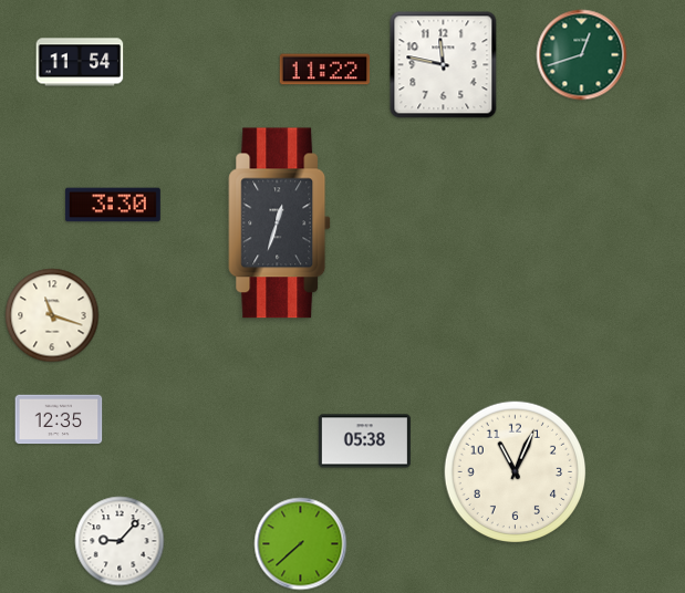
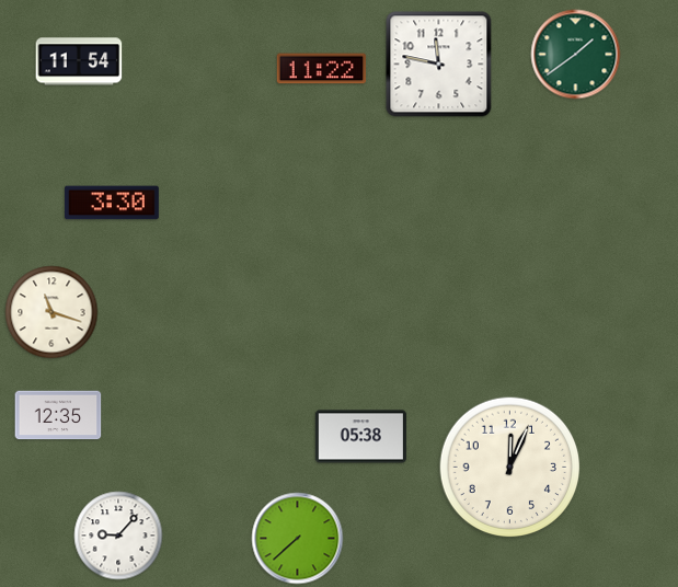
clock at (582, 55): 12:42 -> 1:39
clock at (280, 223): 12:33 -> none
clock at (516, 472): 11:04 -> 12:04
